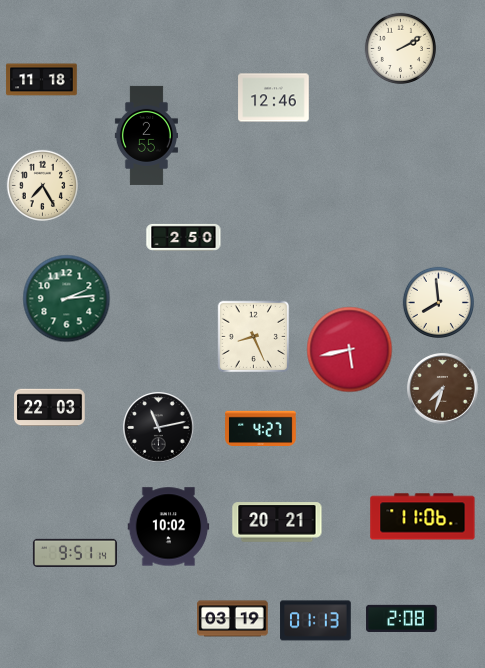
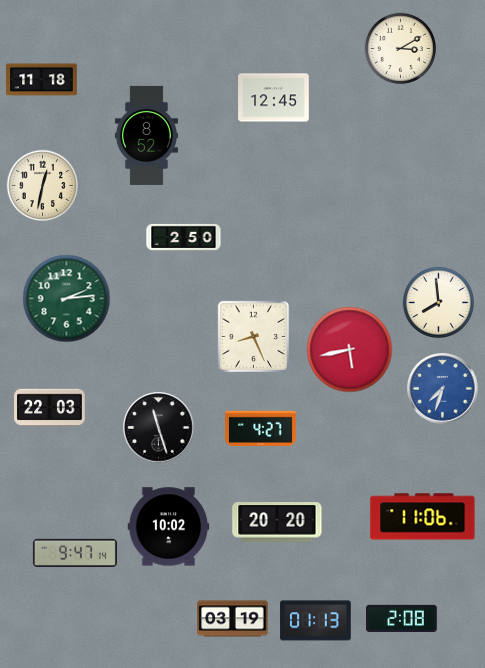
clock at (400, 48): 2:10 -> 3:10
clock at (274, 98): 12:46 -> 12:45
clock at (146, 135): 2:55 -> 8:52
clock at (42, 185): 7:25 -> 12:32
clock at (443, 389) dial: brown -> blue
clock at (159, 428): 11:13 -> 11:27
clock at (277, 522): 20:21 -> 20:20
clock at (75, 553): 9:51 -> 9:47
